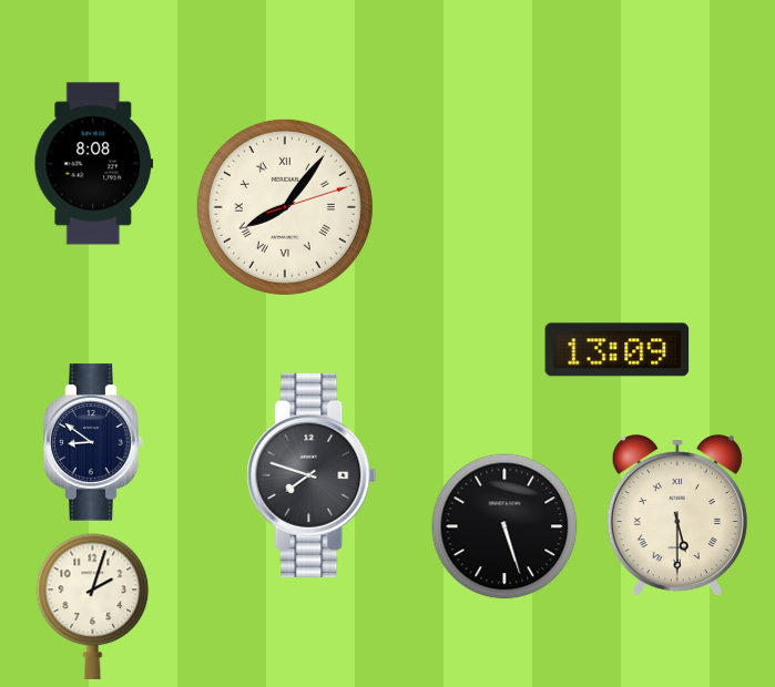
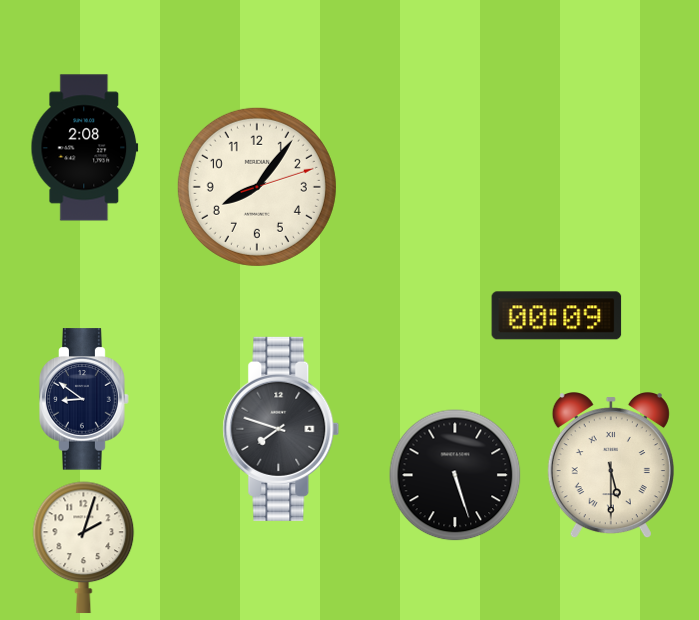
clock at (94, 164): 8:08 -> 2:08
clock at (285, 207) numerals: Roman -> Arabic
clock at (618, 350): 13:09 -> 00:09
